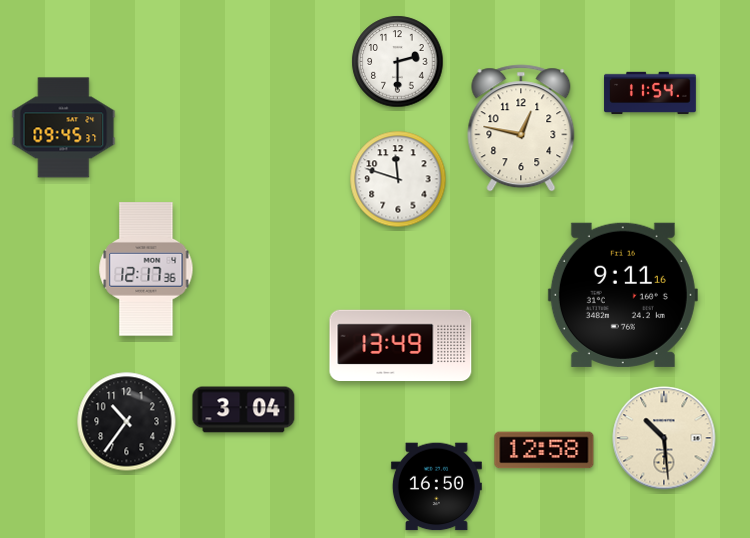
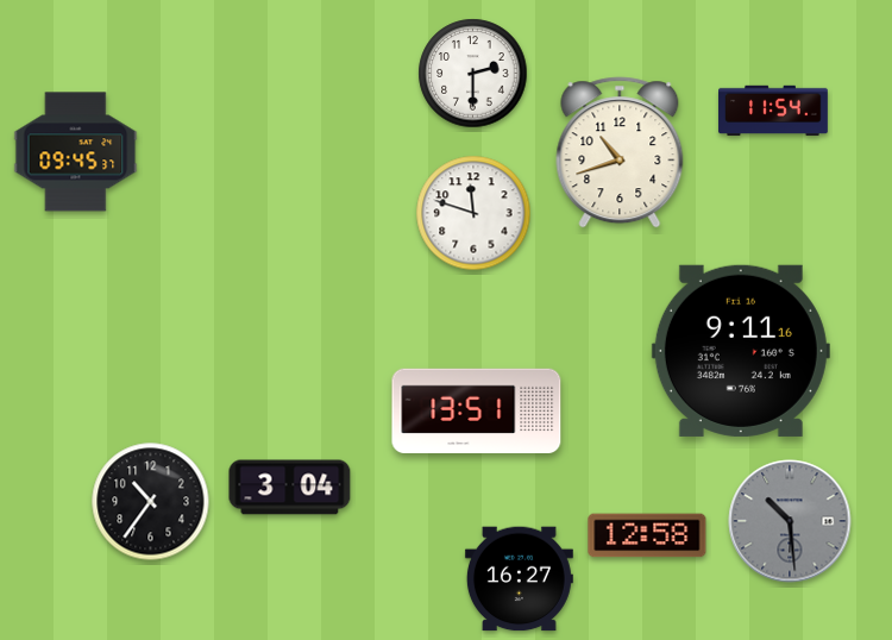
clock at (521, 128): 12:47 -> 10:42
clock at (146, 269): 12:17 -> none
clock at (401, 345): 13:49 -> 13:51
clock at (664, 438) dial: cream -> grey
clock at (436, 487): 16:50 -> 16:27
